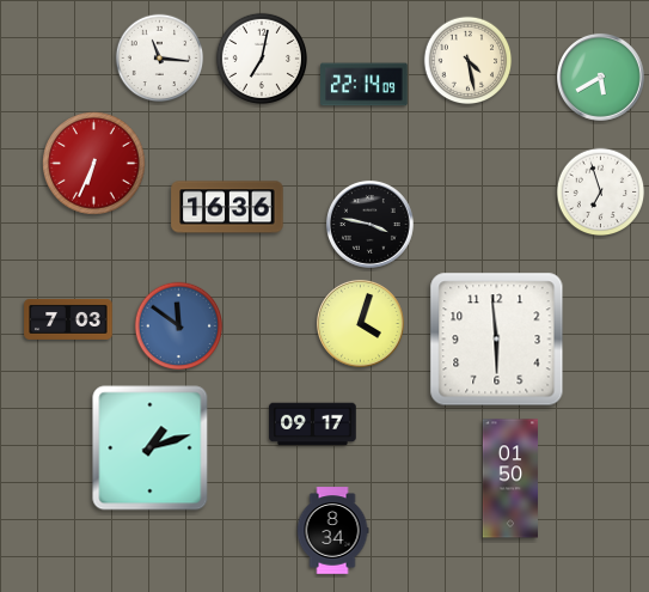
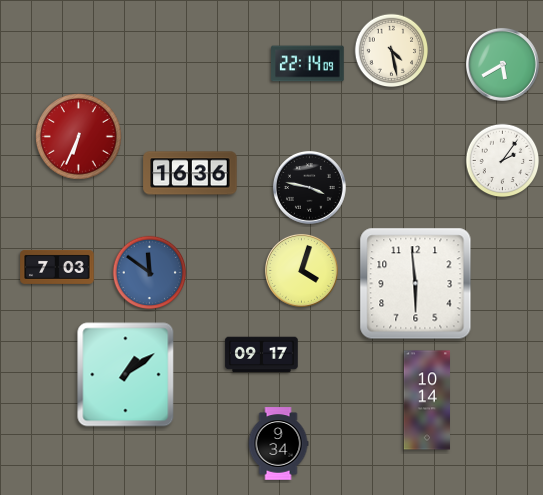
clock at (261, 57): 7:02 -> none
clock at (160, 59): 11:16 -> none
clock at (365, 85) position: (365, 85) -> (308, 64)
clock at (601, 193): 6:57 -> 2:06
clock at (151, 448): 1:12 -> 1:09
clock at (509, 478): 01:50 -> 10:14
clock at (332, 531): 8:34 -> 9:34
